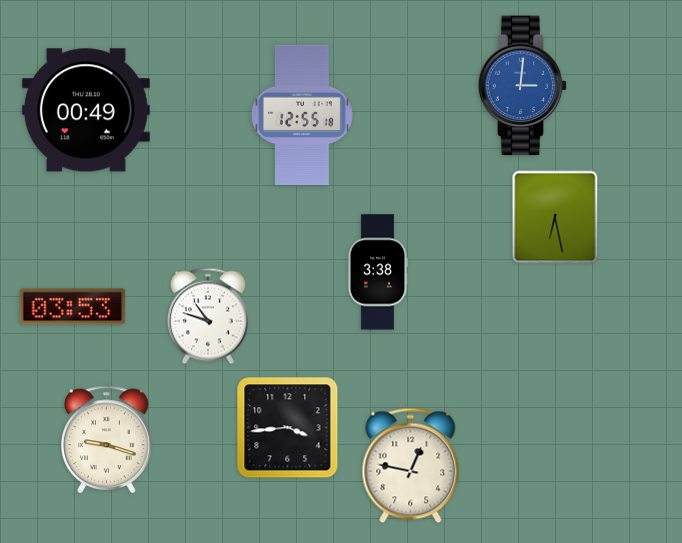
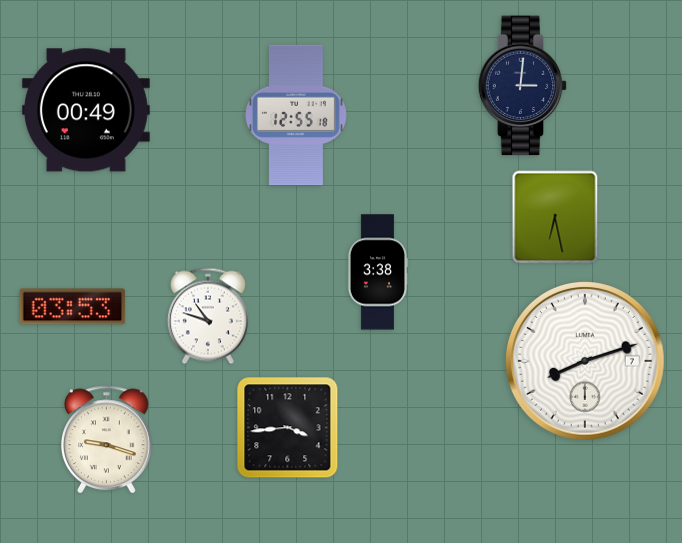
clock at (523, 86) dial: blue -> navy
clock at (303, 115) position: (303, 115) -> (297, 115)
clock at (586, 362): none -> 8:12
clock at (411, 466): 12:47 -> none
